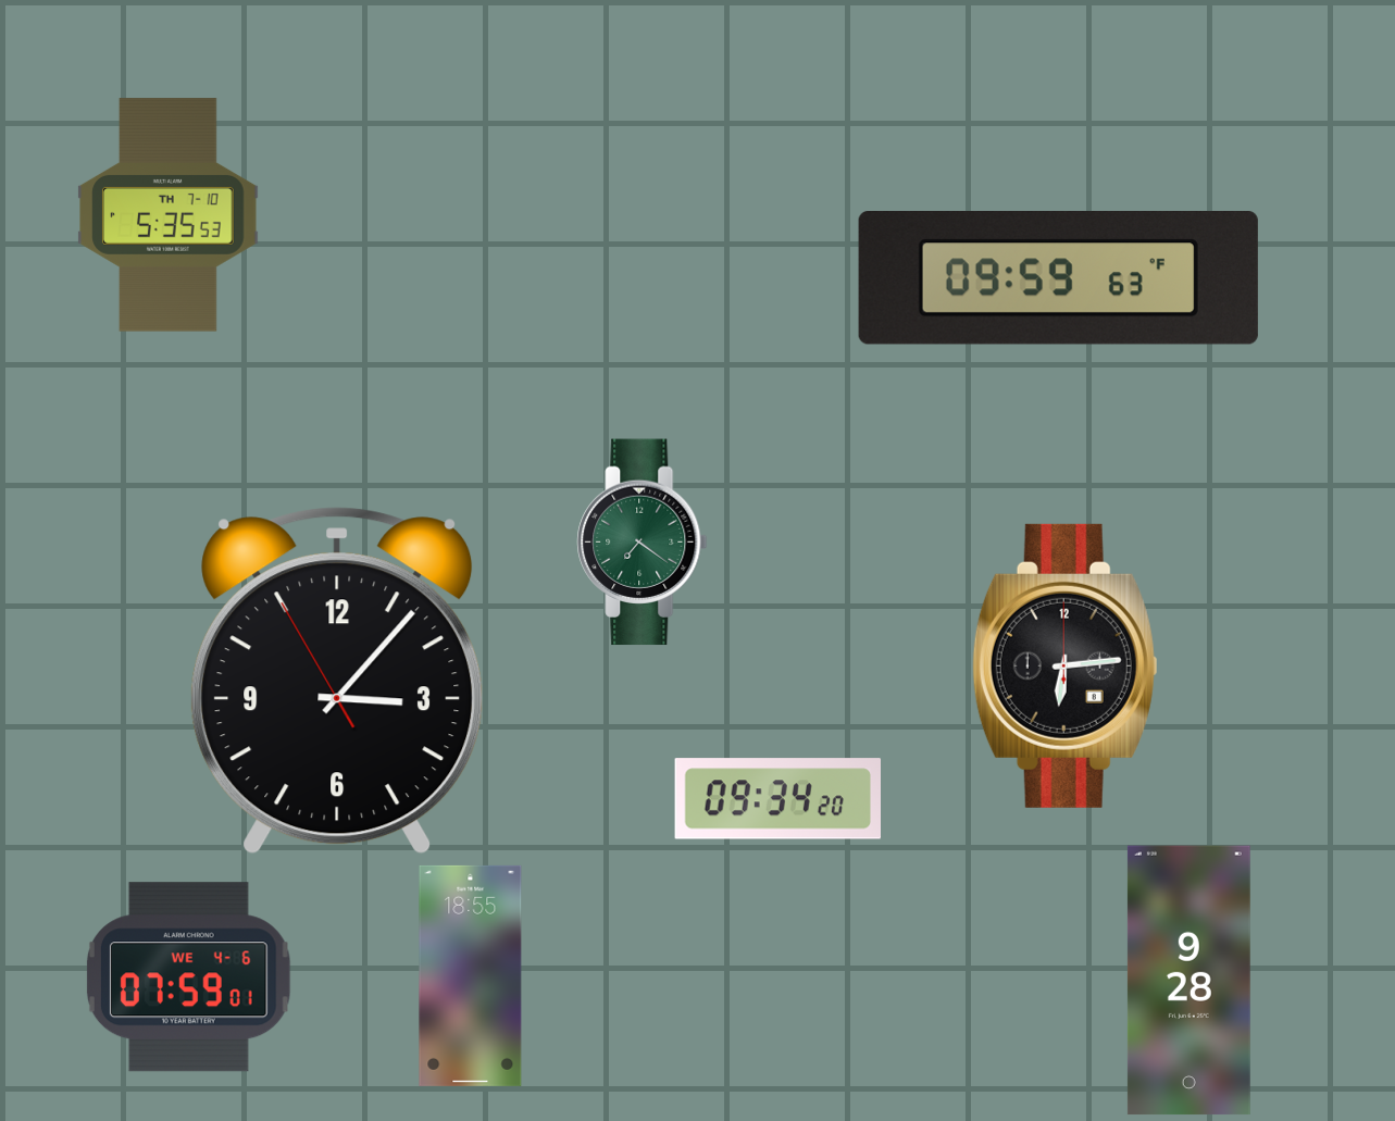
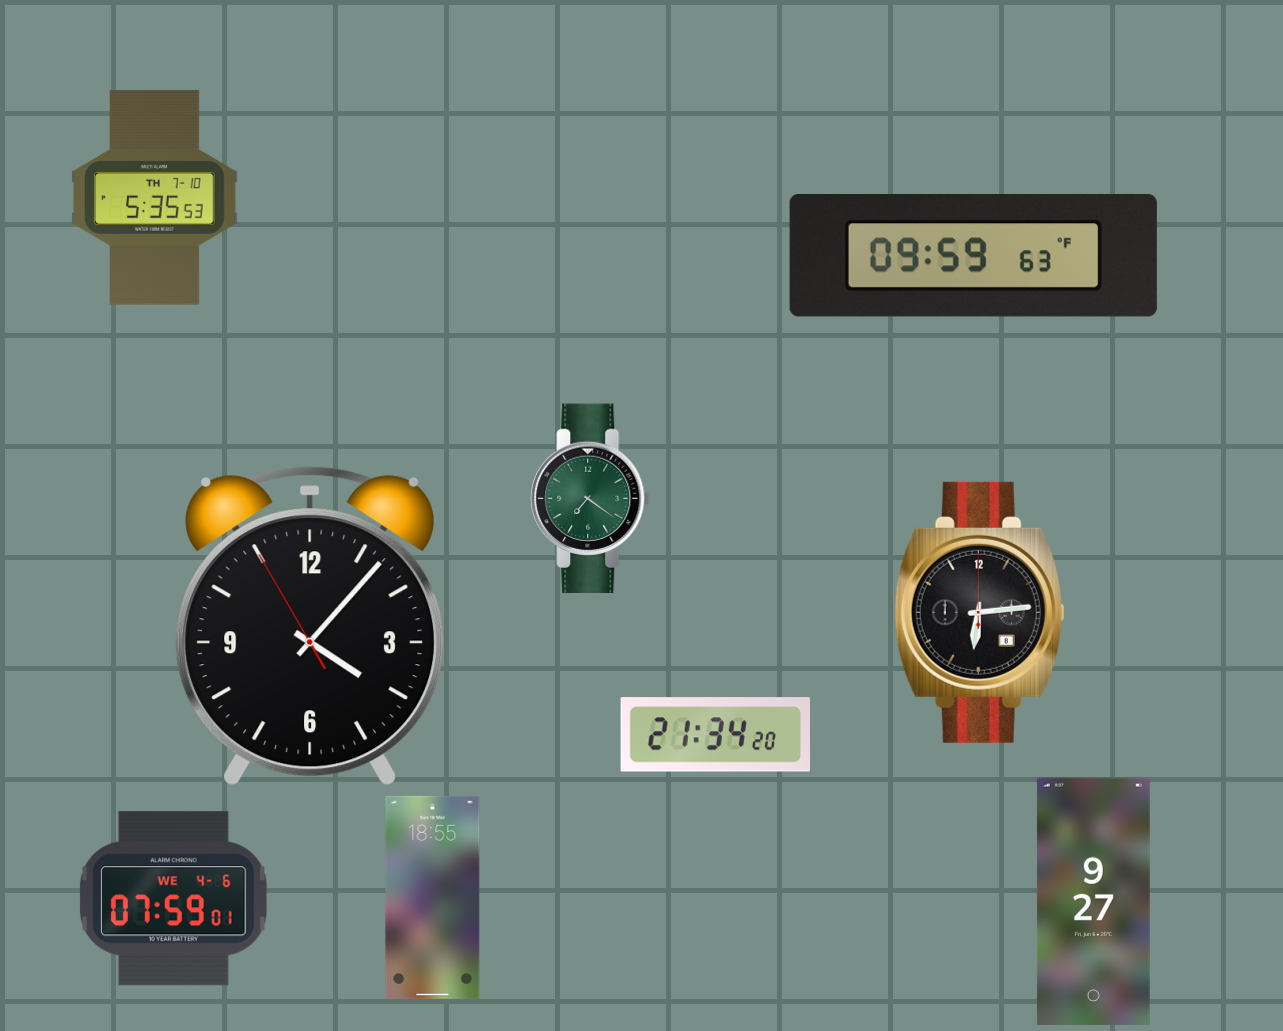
clock at (337, 681): 3:06 -> 4:06
clock at (779, 799): 09:34 -> 21:34
clock at (1188, 981): 9:28 -> 9:27
